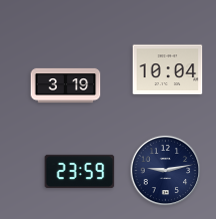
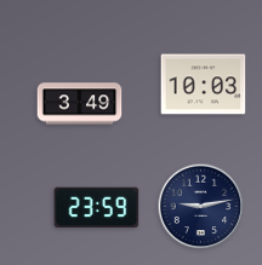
clock at (168, 70): 10:04 -> 10:03
clock at (66, 86): 3:19 -> 3:49
